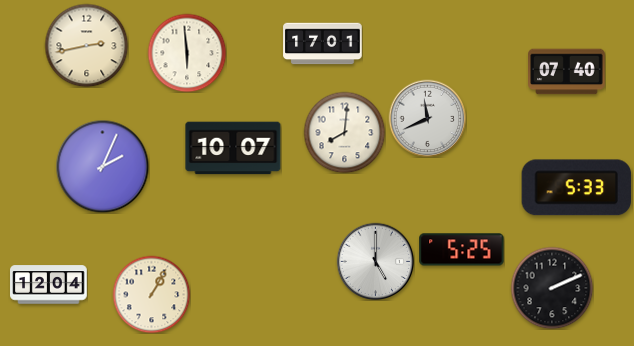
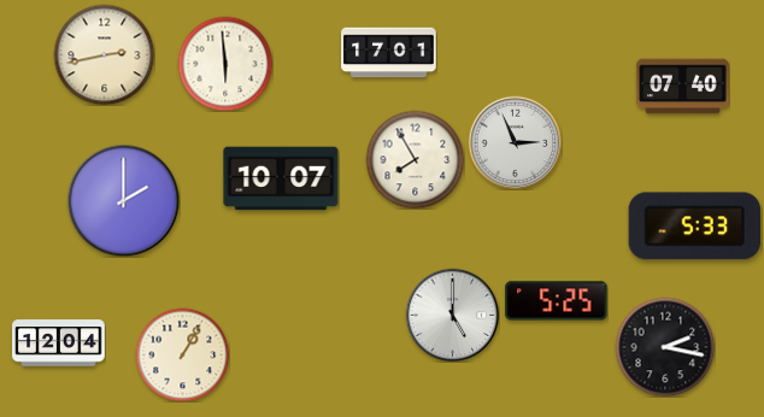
clock at (427, 118): 11:41 -> 2:56
clock at (344, 132): 8:01 -> 7:55
clock at (102, 166): 2:04 -> 2:00
clock at (552, 288): 2:11 -> 2:17
